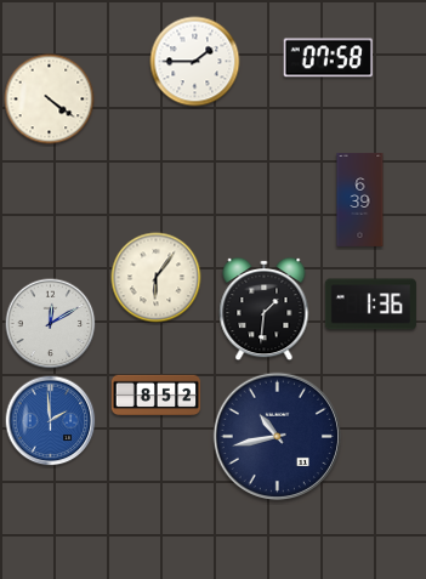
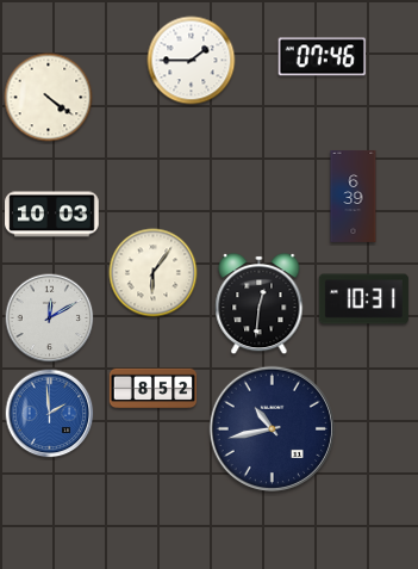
clock at (328, 58): 07:58 -> 07:46
clock at (52, 215): none -> 10:03
clock at (370, 305): 1:36 -> 10:31
clock at (265, 310): 1:31 -> 12:31
